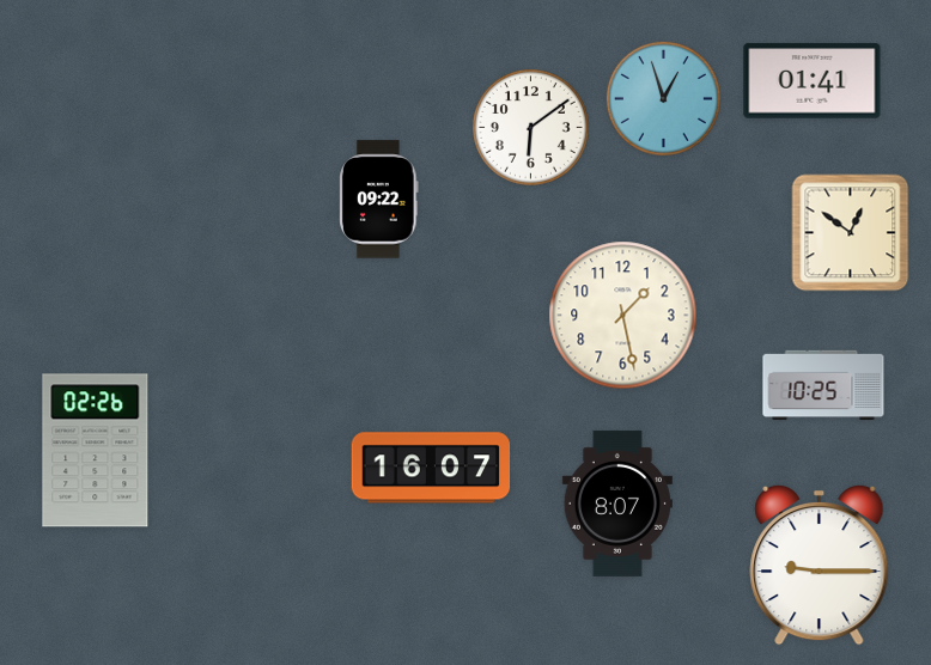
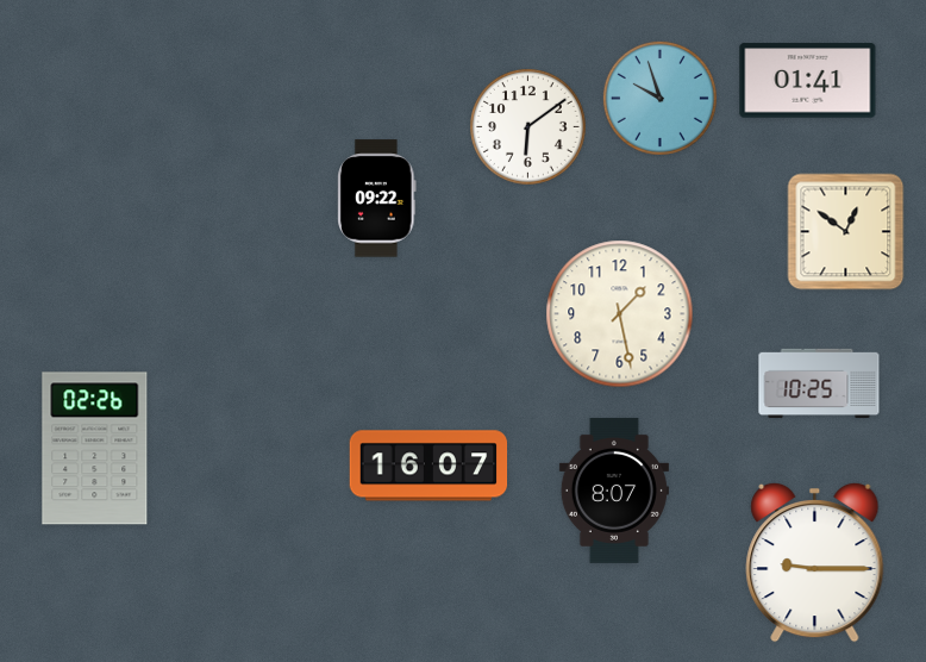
clock at (663, 98): 12:57 -> 9:57
clock at (617, 504) position: (617, 504) -> (614, 491)
